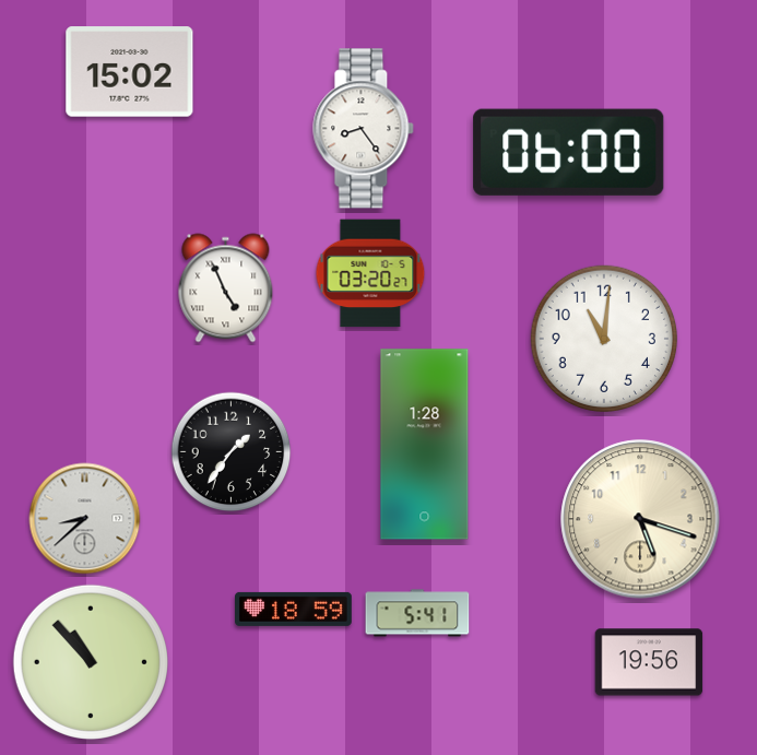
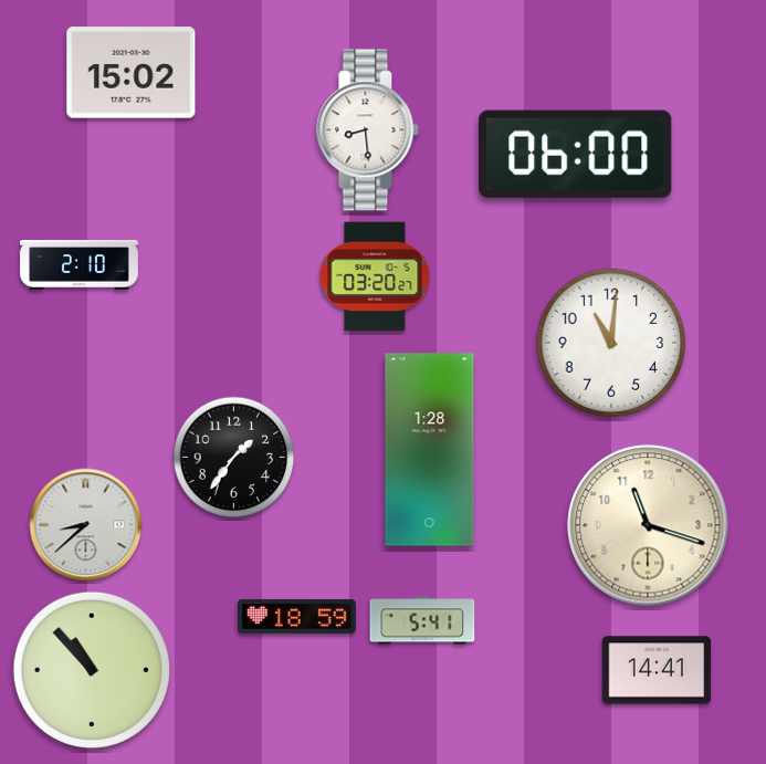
clock at (364, 129): 8:24 -> 8:29
clock at (80, 265): none -> 2:10
clock at (226, 288): 4:56 -> none
clock at (640, 519): 5:18 -> 11:18
clock at (649, 662): 19:56 -> 14:41
